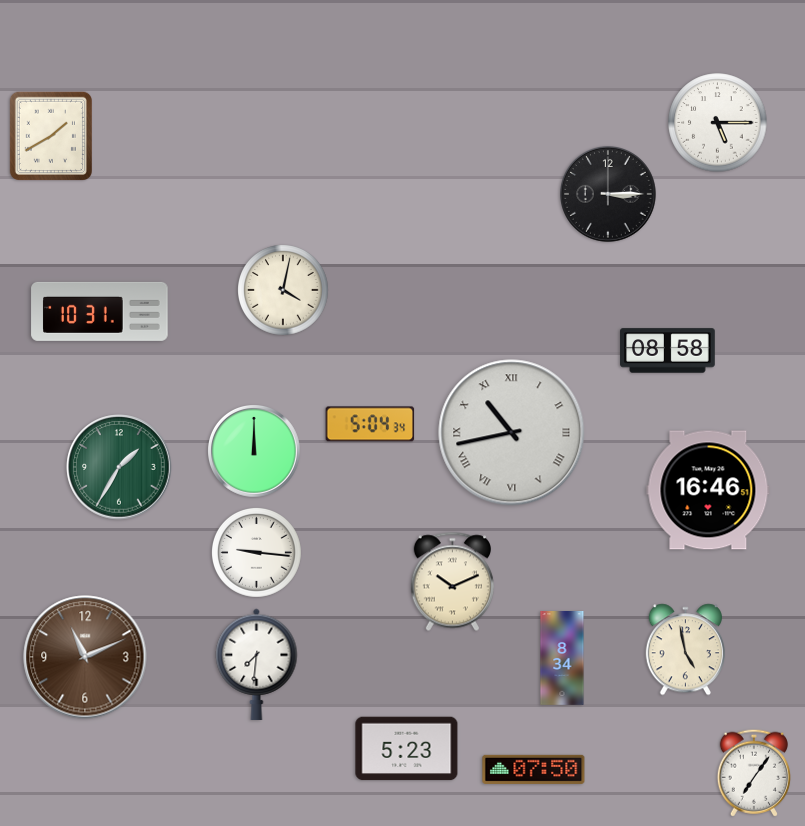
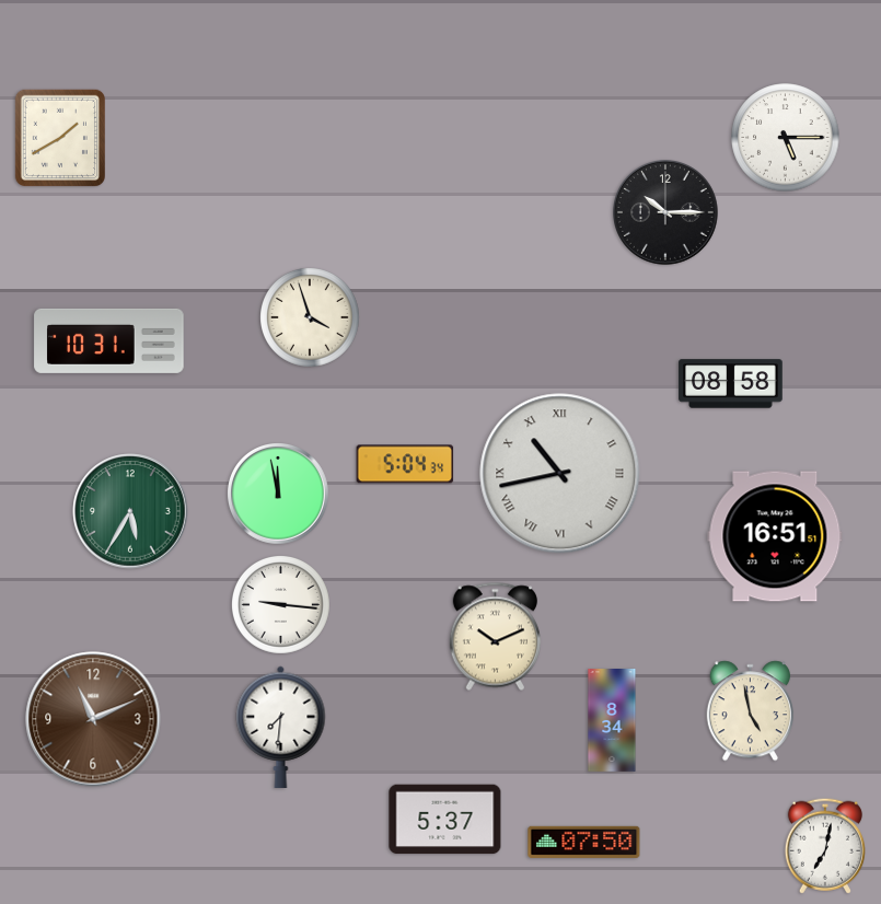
clock at (718, 123) position: (718, 123) -> (786, 138)
clock at (50, 135) position: (50, 135) -> (59, 137)
clock at (609, 195): 3:15 -> 10:15
clock at (284, 291): 4:02 -> 3:57
clock at (255, 452): 12:00 -> 11:58
clock at (119, 467): 1:35 -> 5:35
clock at (708, 490): 16:46 -> 16:51
clock at (562, 659) position: (562, 659) -> (612, 721)
clock at (407, 749): 5:23 -> 5:37
clock at (754, 773): 7:06 -> 7:02
